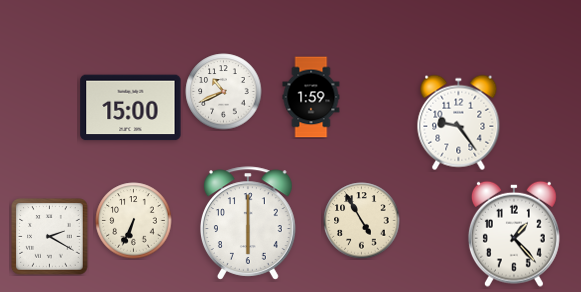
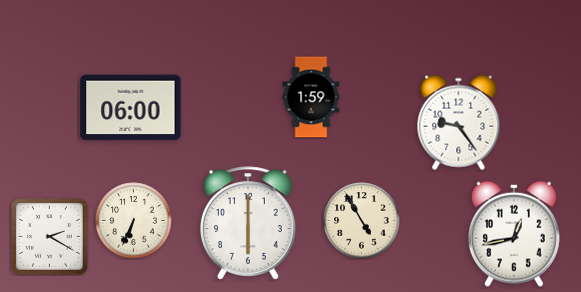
clock at (224, 92): 10:41 -> none
clock at (131, 108): 15:00 -> 06:00
clock at (514, 234): 1:23 -> 12:43
